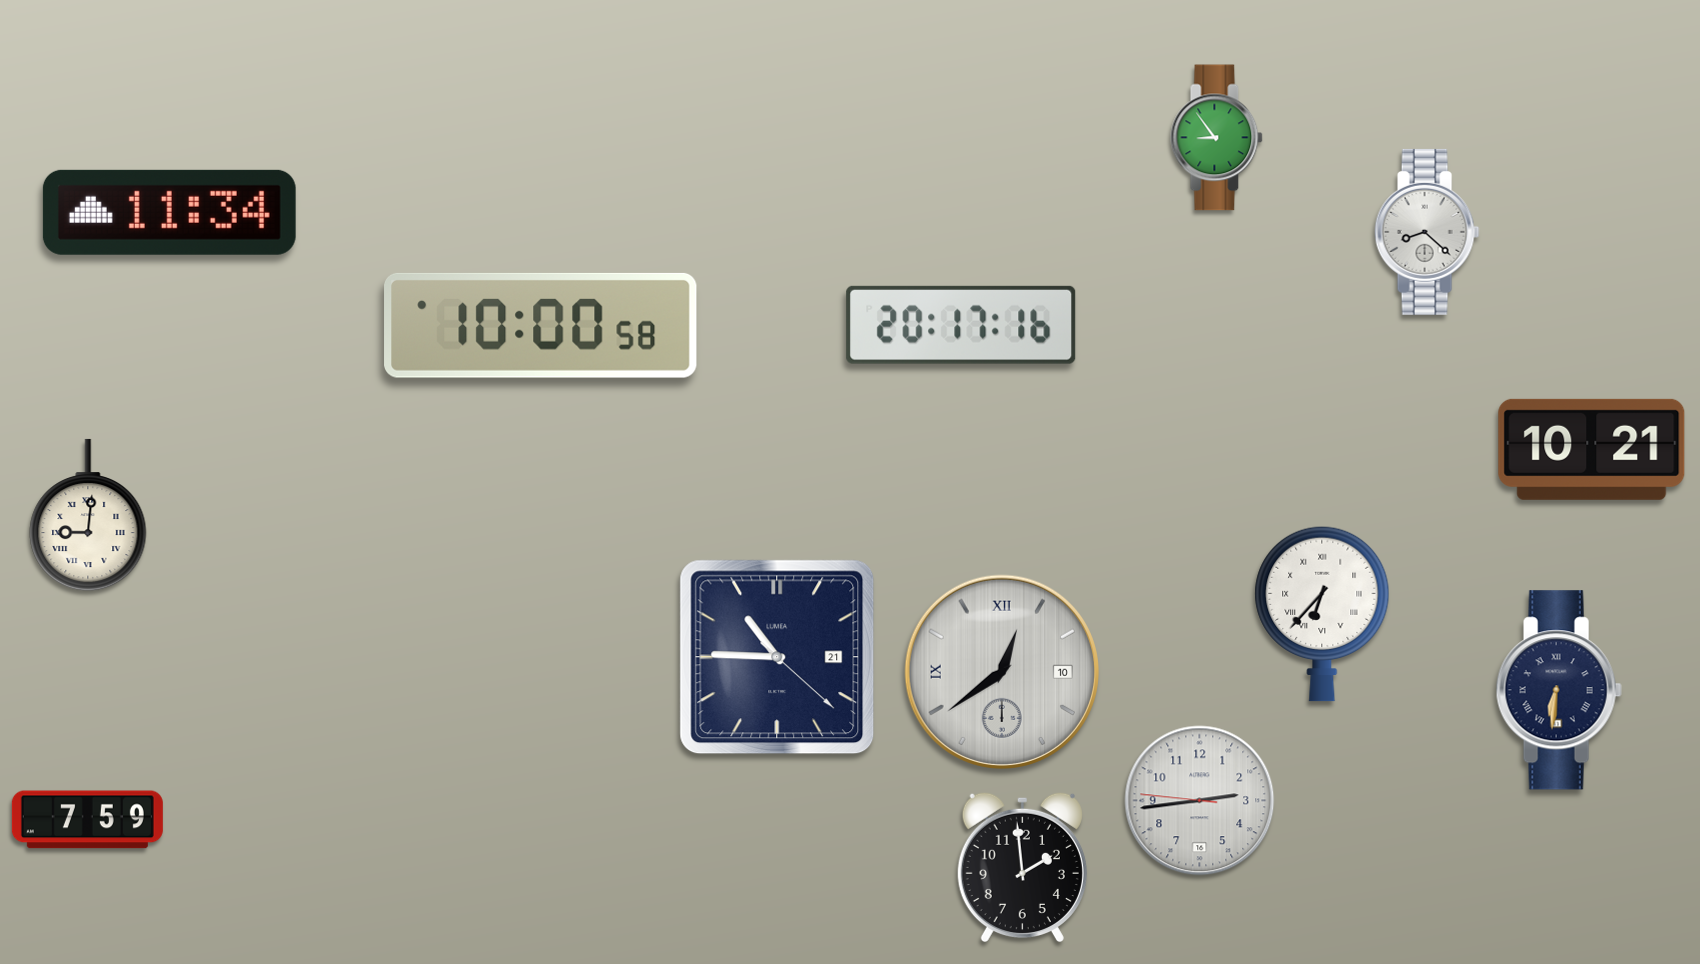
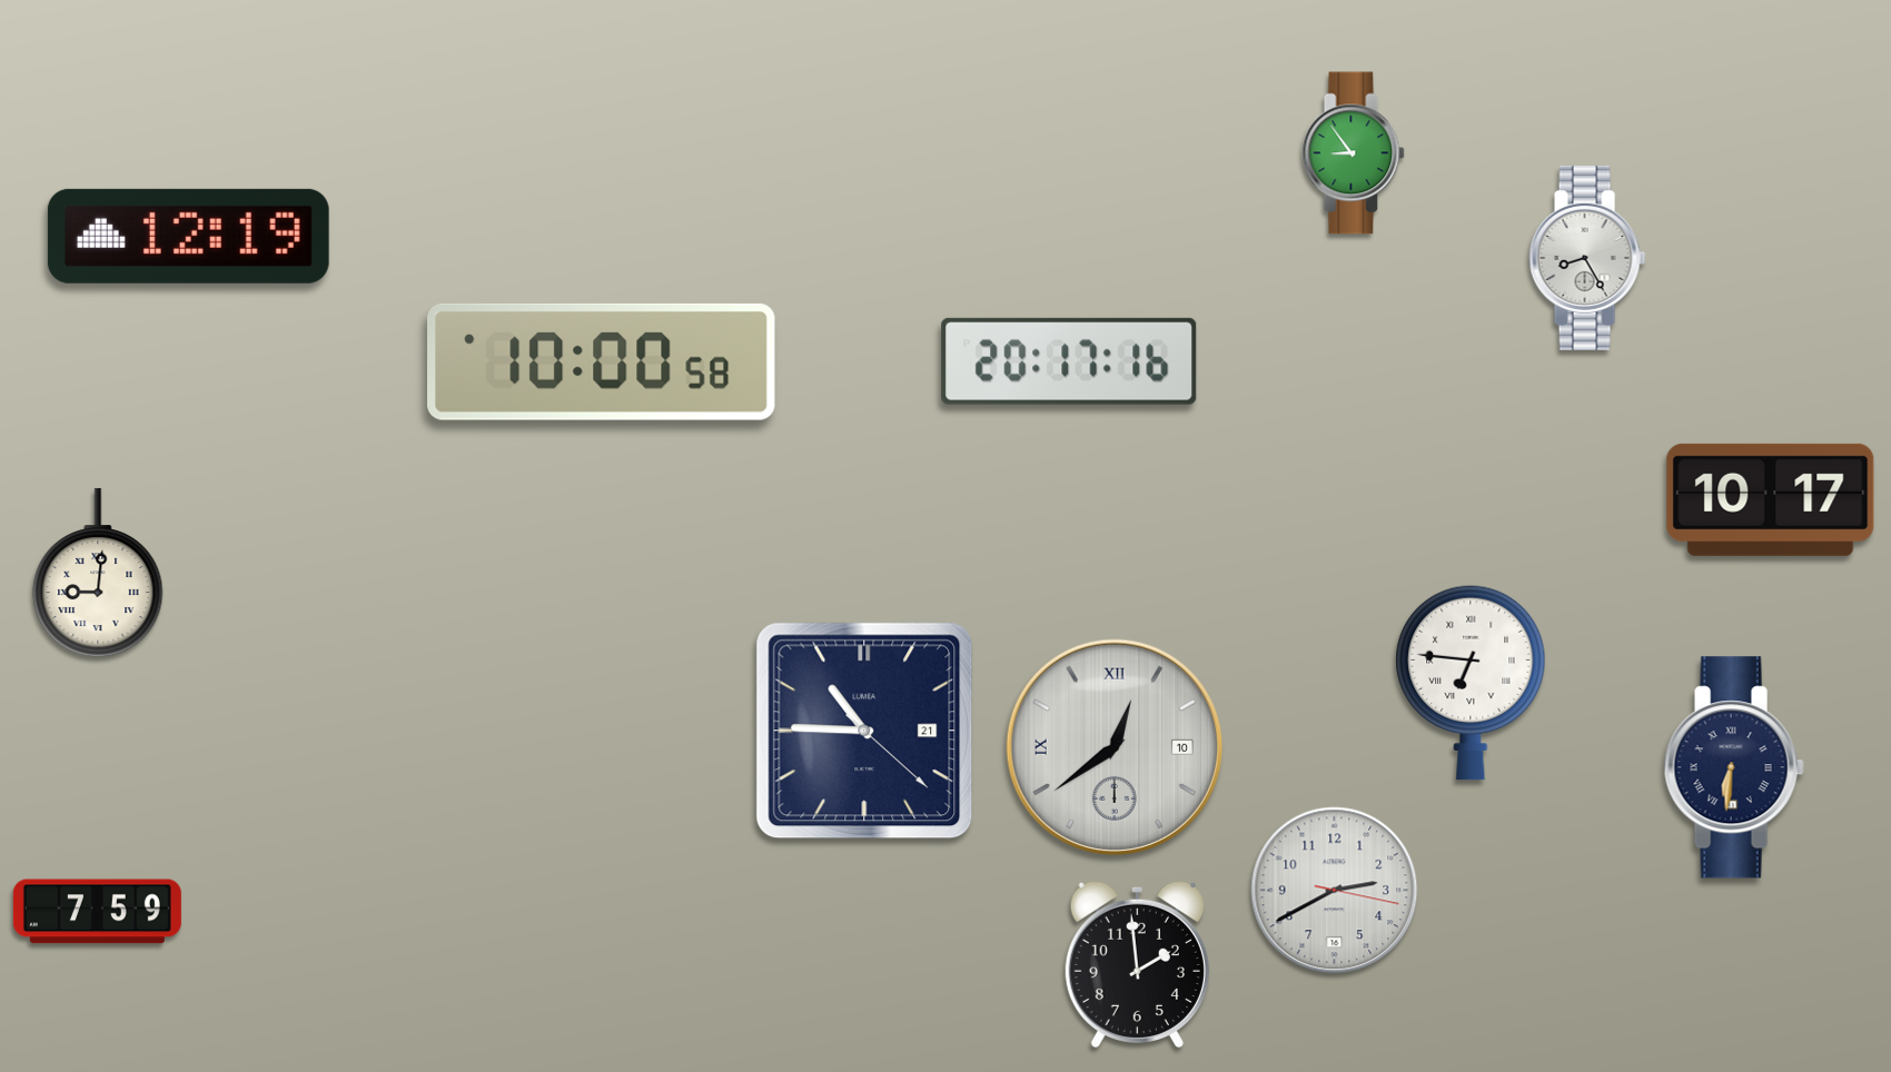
clock at (169, 212): 11:34 -> 12:19
clock at (1427, 232): 8:22 -> 8:25
clock at (1592, 449): 10:21 -> 10:17
clock at (1322, 614): 6:37 -> 6:46
clock at (1200, 801): 2:43 -> 2:40
